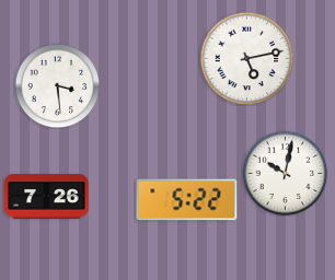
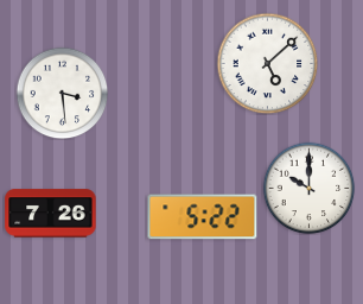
clock at (246, 58): 5:13 -> 5:08
clock at (285, 173): 10:02 -> 10:00
